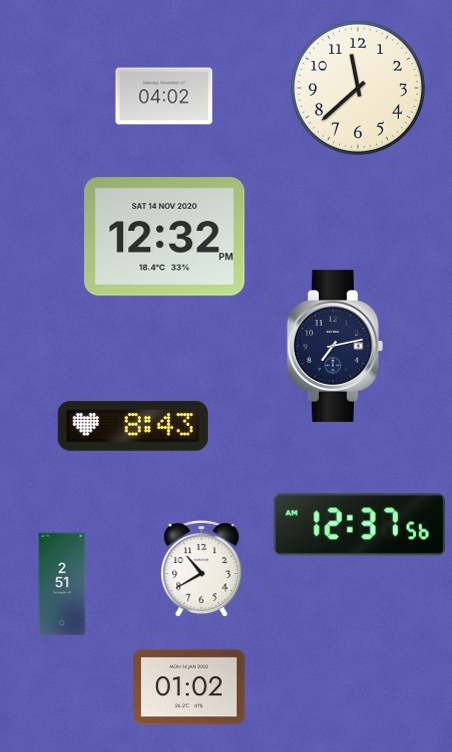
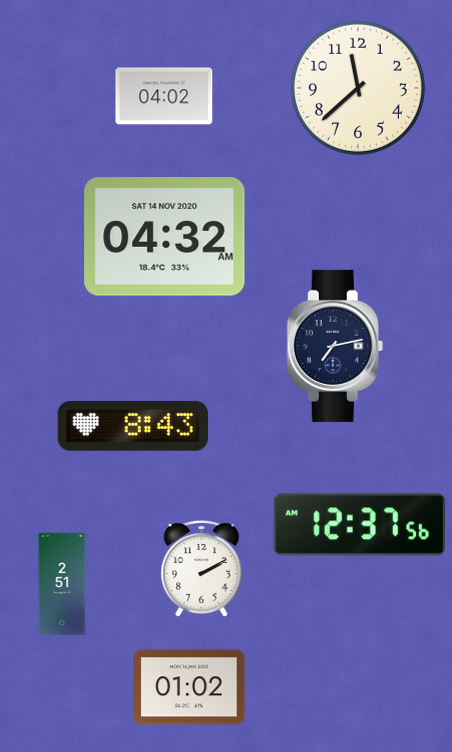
clock at (165, 237): 12:32 -> 04:32
clock at (202, 569): 10:40 -> 2:10
